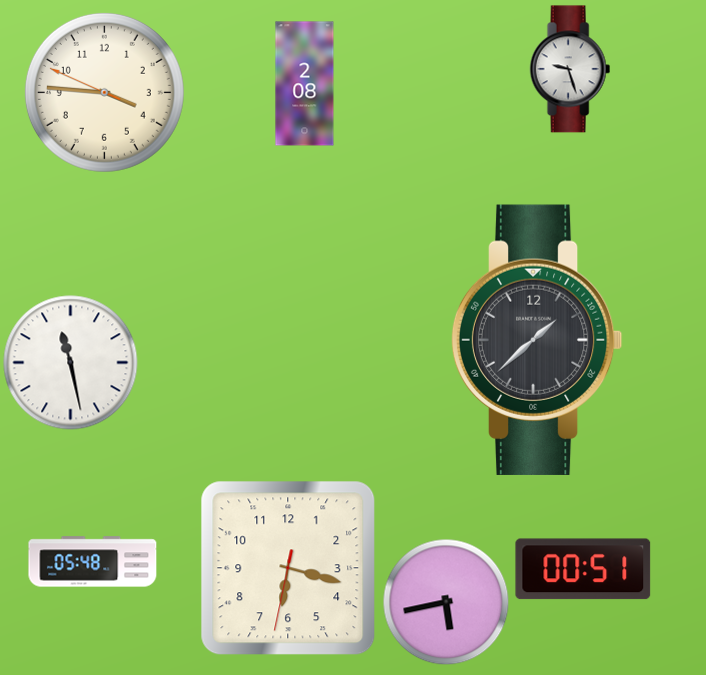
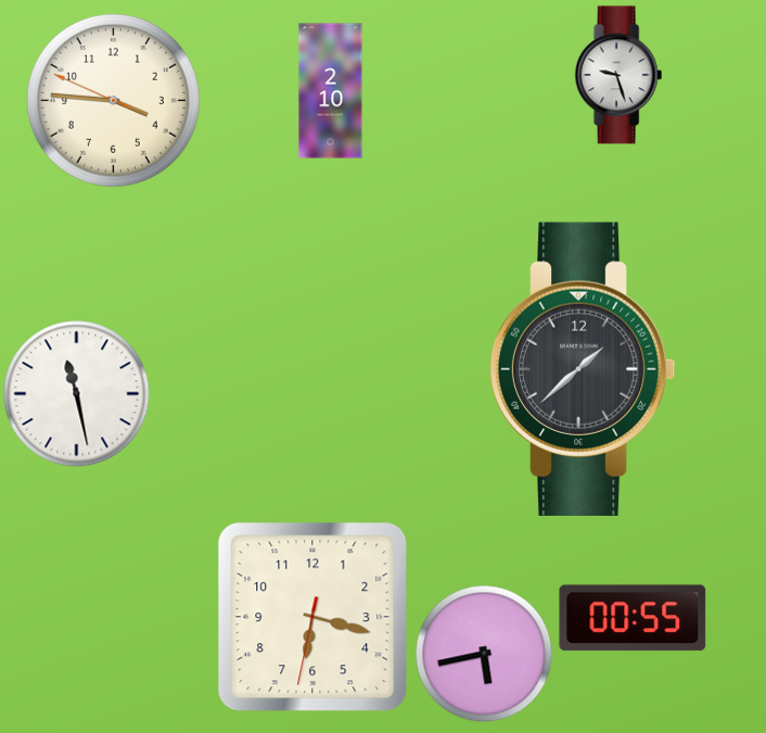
clock at (305, 84): 2:08 -> 2:10
clock at (93, 562): 05:48 -> none
clock at (583, 569): 00:51 -> 00:55
